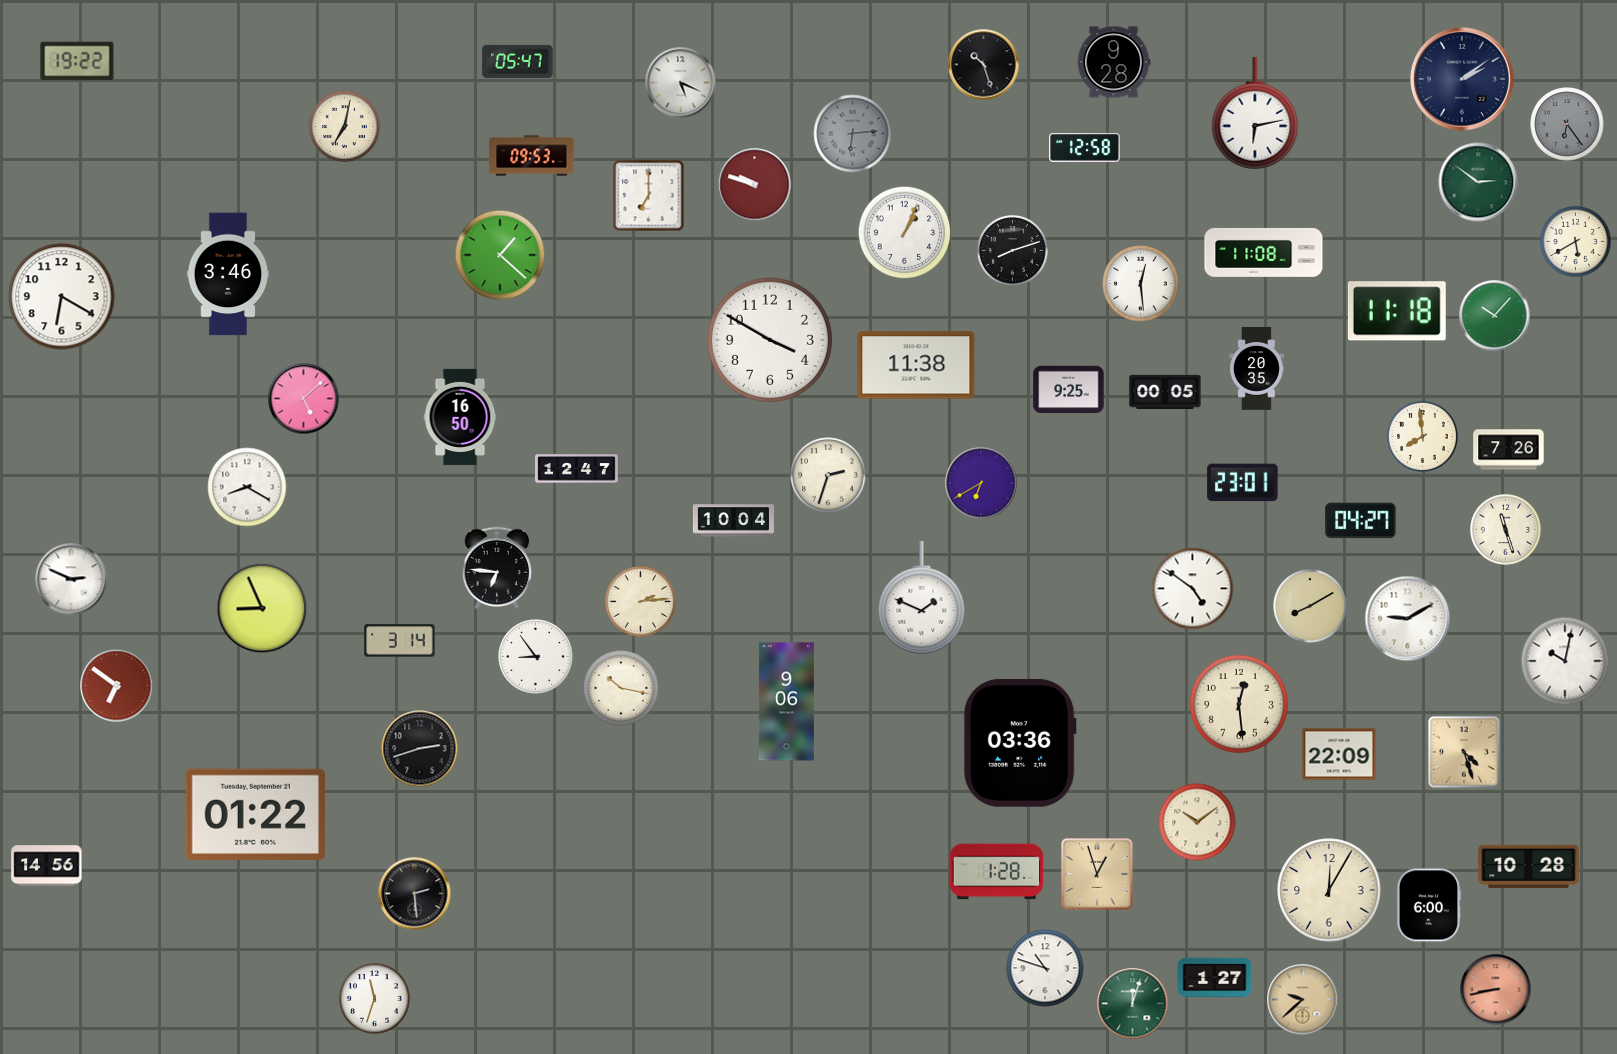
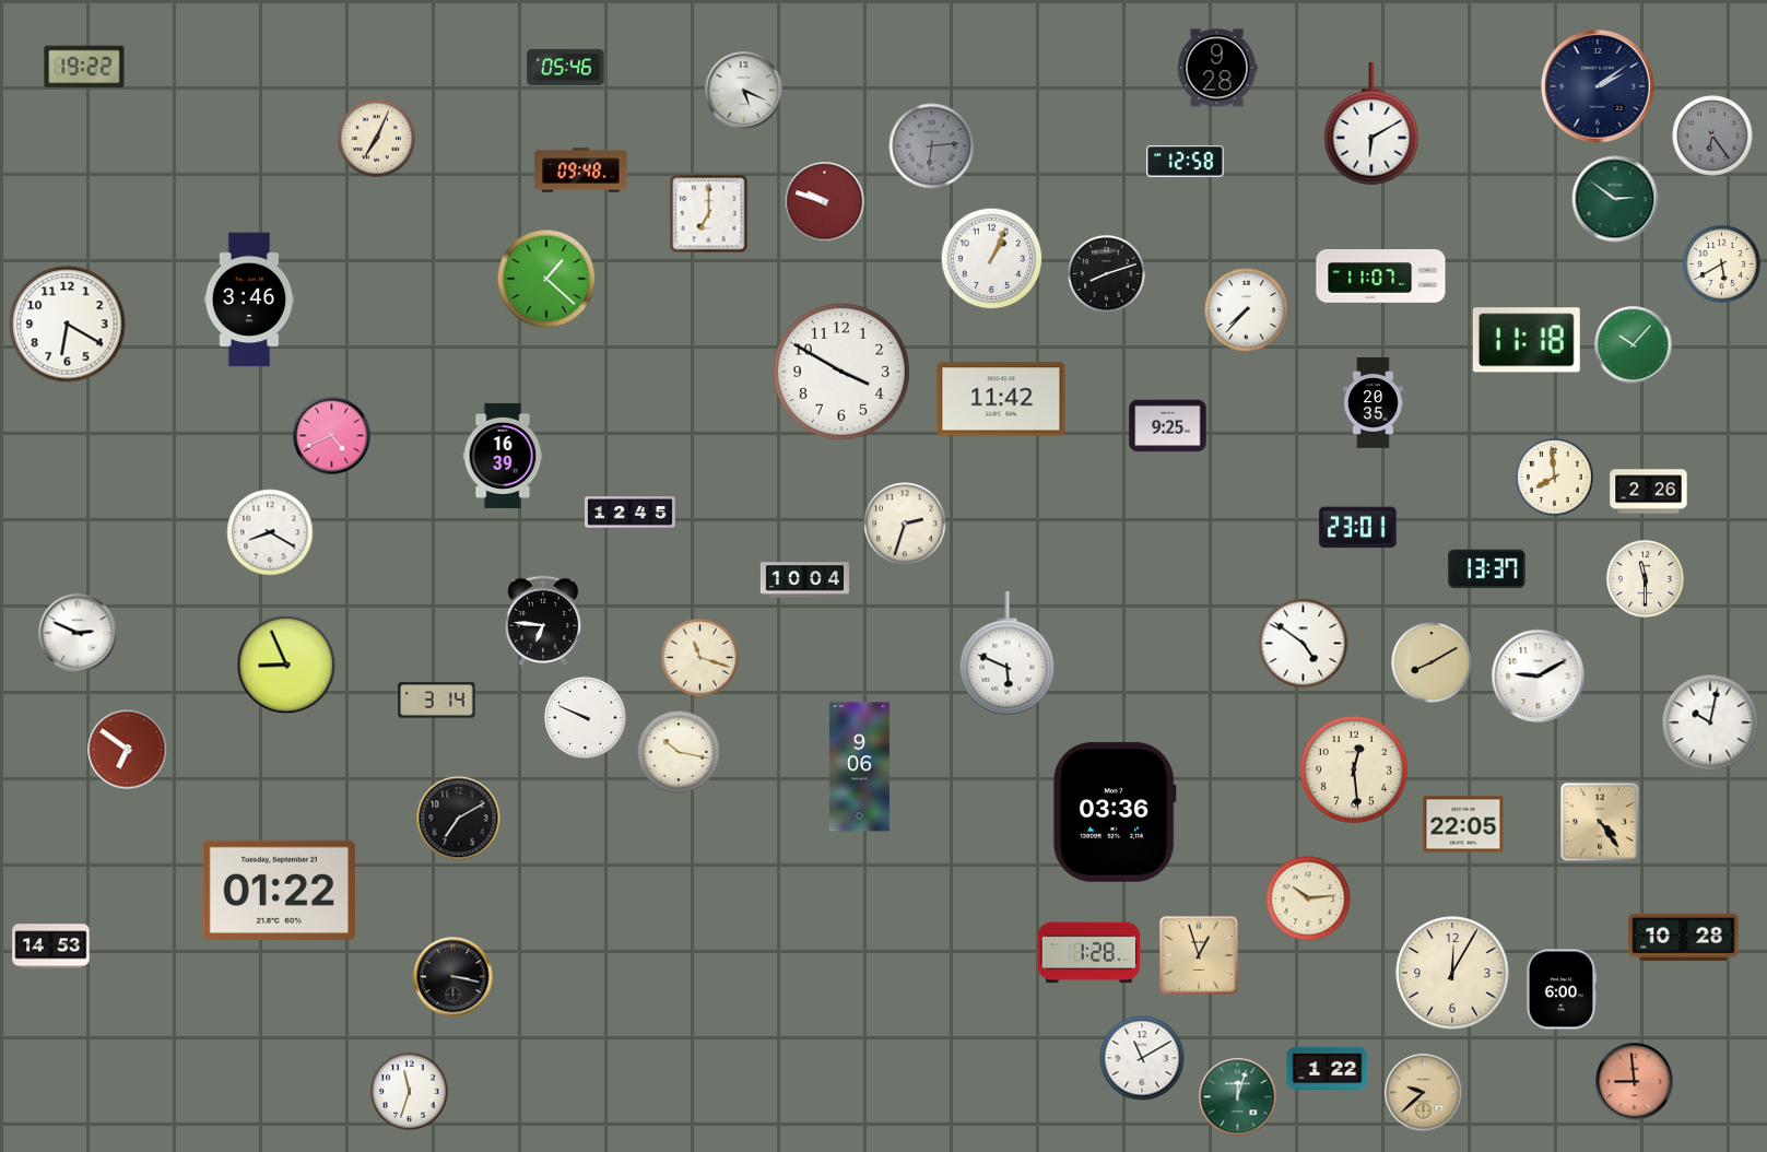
clock at (518, 61): 05:47 -> 05:46
clock at (984, 65): 10:27 -> none
clock at (1255, 113): 6:13 -> 6:10
clock at (344, 126): 7:02 -> 7:04
clock at (532, 156): 09:53 -> 09:48
clock at (905, 233) position: (905, 233) -> (992, 259)
clock at (1264, 252): 11:08 -> 11:07
clock at (1141, 284): 12:29 -> 7:37
clock at (916, 365): 11:38 -> 11:42
clock at (1165, 392): 00:05 -> none
clock at (304, 399): 5:08 -> 4:41
clock at (460, 417): 16:50 -> 16:39
clock at (1509, 450): 7:26 -> 2:26
clock at (577, 469): 12:47 -> 12:45
clock at (828, 475) position: (828, 475) -> (905, 524)
clock at (981, 483): 6:40 -> none
clock at (733, 521) position: (733, 521) -> (804, 580)
clock at (1361, 521): 04:27 -> 13:37
clock at (1505, 529): 11:27 -> 11:30
clock at (922, 597): 1:49 -> 5:49
clock at (640, 601): 2:14 -> 11:18
clock at (536, 657): 8:54 -> 9:49
clock at (420, 749): 2:42 -> 7:10
clock at (1465, 753): 4:27 -> 4:24
clock at (1339, 754): 22:09 -> 22:05
clock at (1197, 822): 10:09 -> 10:14
clock at (47, 866): 14:56 -> 14:53
clock at (1529, 867) position: (1529, 867) -> (1684, 938)
clock at (415, 894): 2:29 -> 3:17
clock at (1045, 968): 10:48 -> 11:10
clock at (1215, 978): 1:27 -> 1:22
clock at (1496, 990): 8:43 -> 8:59
